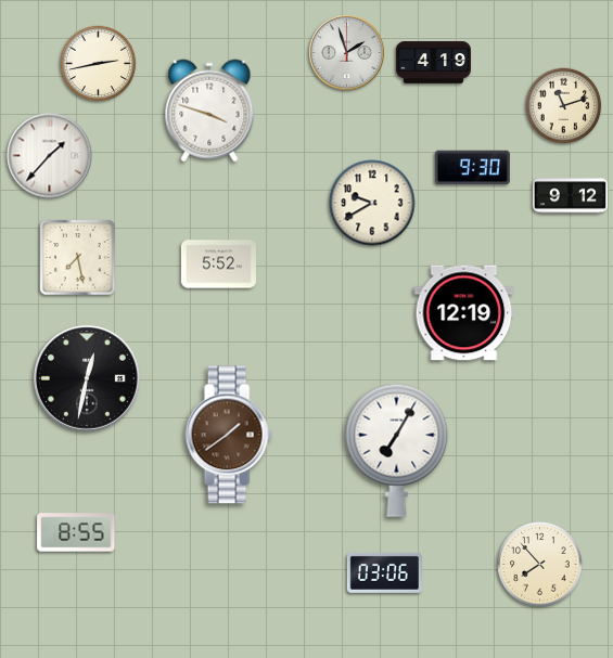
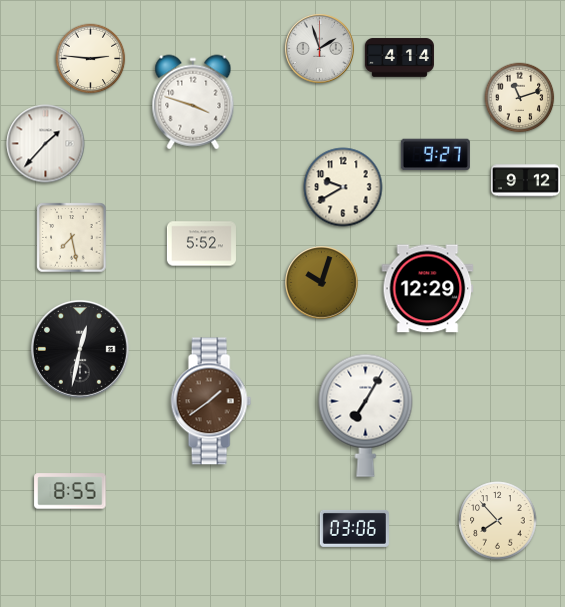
clock at (433, 63): 4:19 -> 4:14
clock at (99, 64): 2:43 -> 2:46
clock at (472, 168): 9:30 -> 9:27
clock at (322, 283): none -> 10:03
clock at (464, 313): 12:19 -> 12:29
